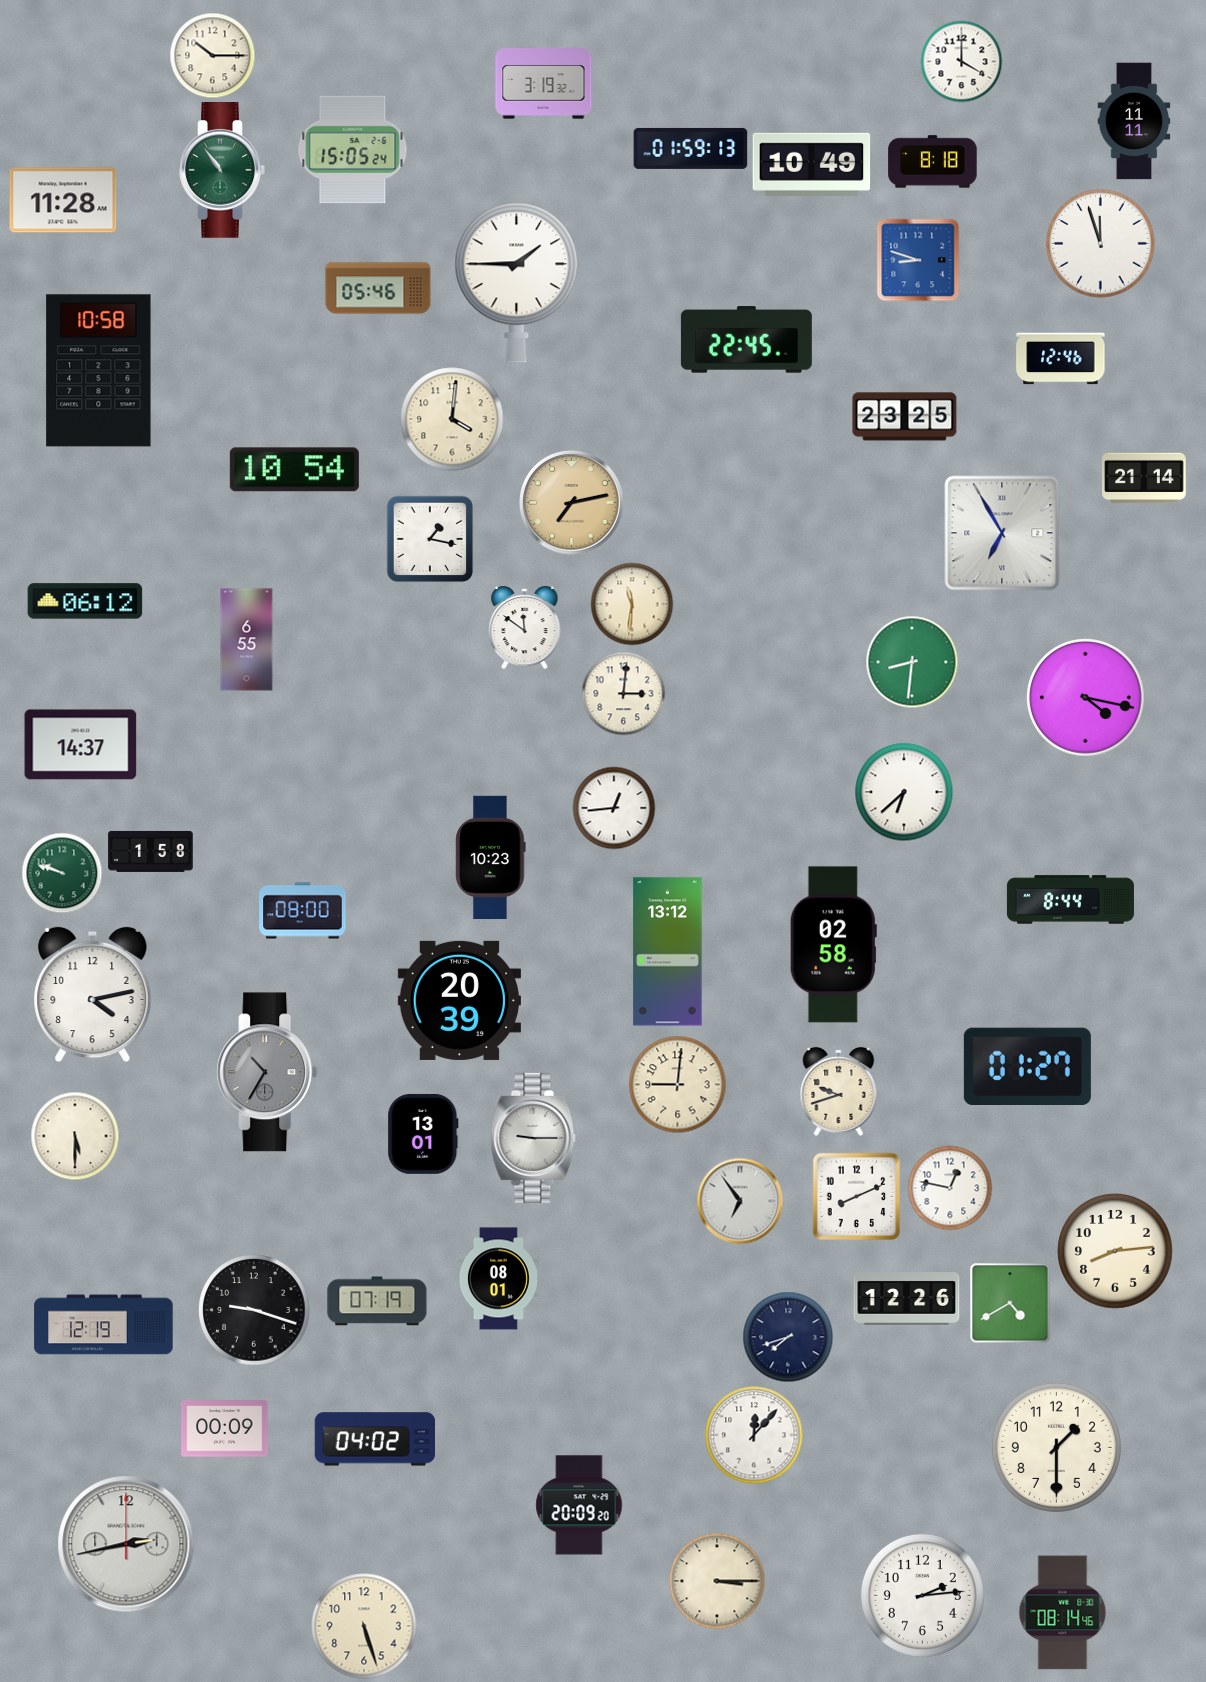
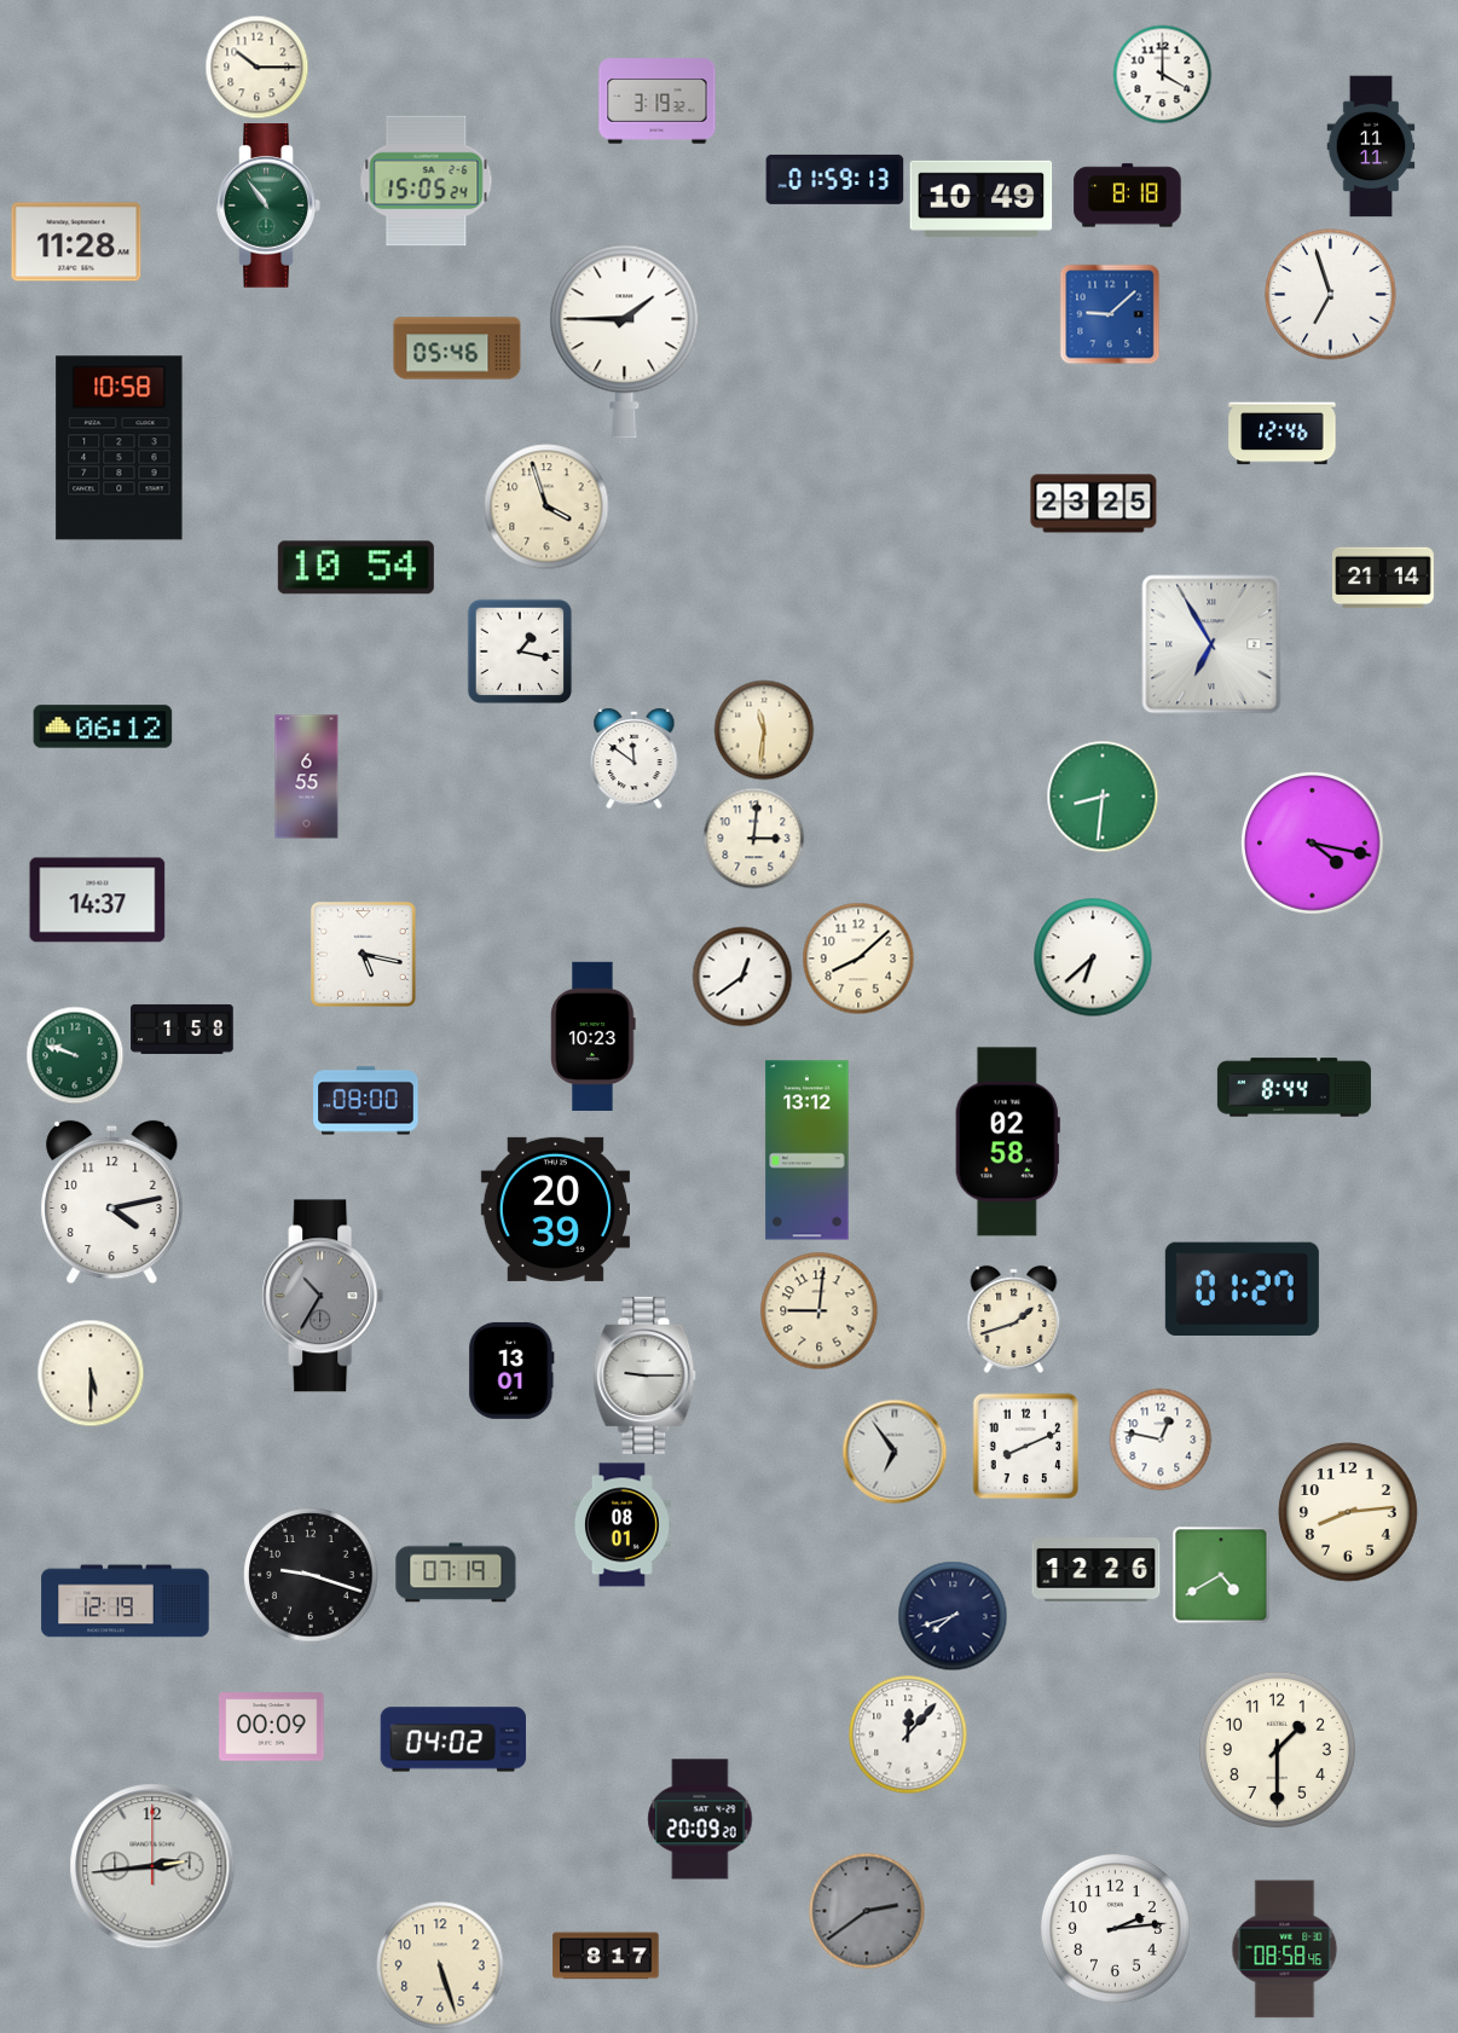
clock at (1101, 244): 11:57 -> 6:57
clock at (918, 260): 8:48 -> 9:08
clock at (746, 340): 22:45 -> none
clock at (452, 419): 4:01 -> 3:57
clock at (572, 503): 7:13 -> none
clock at (247, 640) position: (247, 640) -> (307, 777)
clock at (912, 662) position: (912, 662) -> (1103, 797)
clock at (364, 955): none -> 5:17
clock at (858, 958): none -> 8:08
clock at (614, 808): 12:44 -> 12:39
clock at (839, 1091): 9:42 -> 1:42
clock at (950, 1188) position: (950, 1188) -> (1161, 1440)
clock at (856, 1196) position: (856, 1196) -> (1025, 1446)
clock at (498, 1279) position: (498, 1279) -> (621, 1525)
clock at (254, 1310) position: (254, 1310) -> (311, 1575)
clock at (754, 1435) position: (754, 1435) -> (908, 1734)
clock at (126, 1544): 2:43 -> 2:44
clock at (717, 1581): 3:15 -> 2:39
clock at (717, 1581) dial: cream -> grey
clock at (1063, 1613): 08:14 -> 08:58
clock at (606, 1956): none -> 8:17
